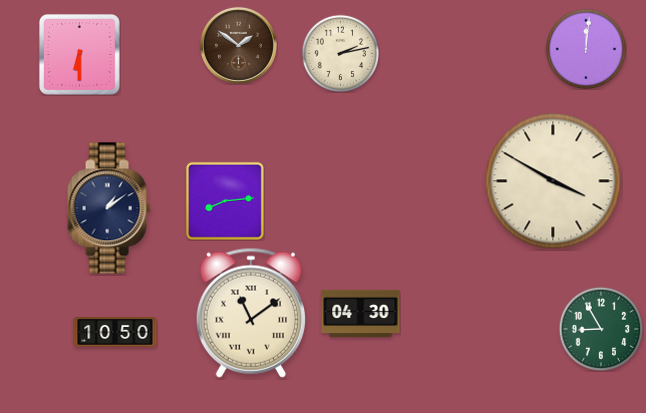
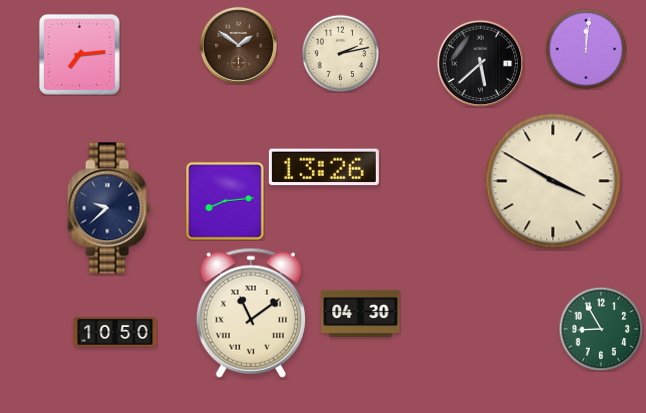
clock at (79, 54): 6:30 -> 7:14
clock at (480, 63): none -> 5:38
clock at (324, 167): none -> 13:26
clock at (109, 208): 1:09 -> 9:38
